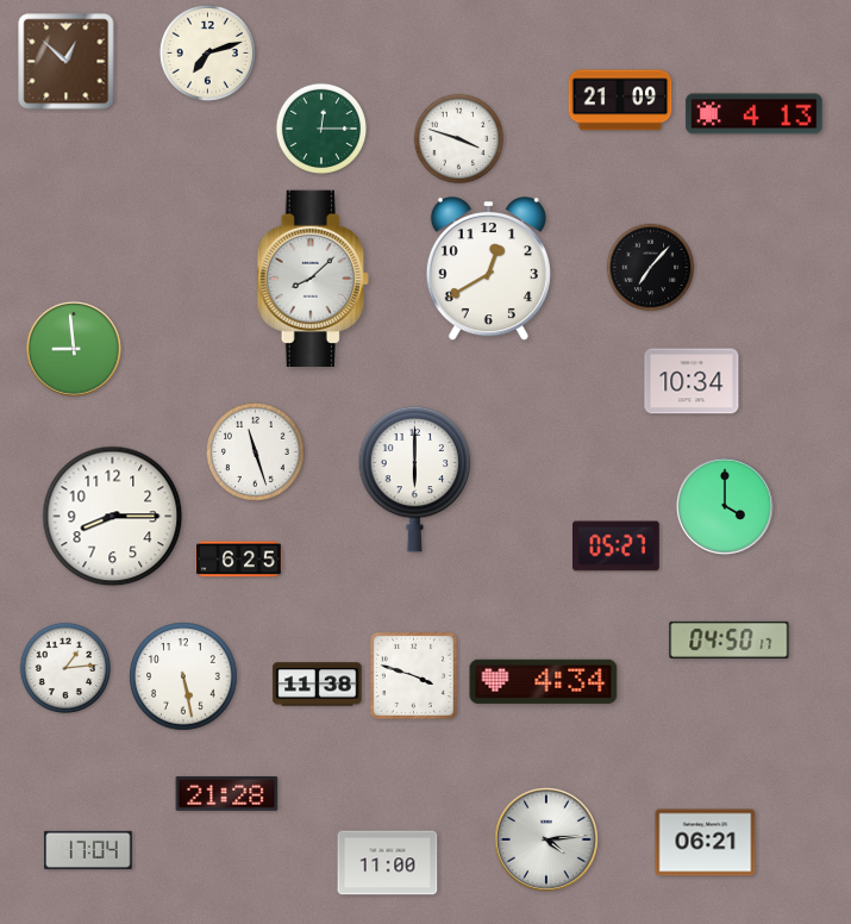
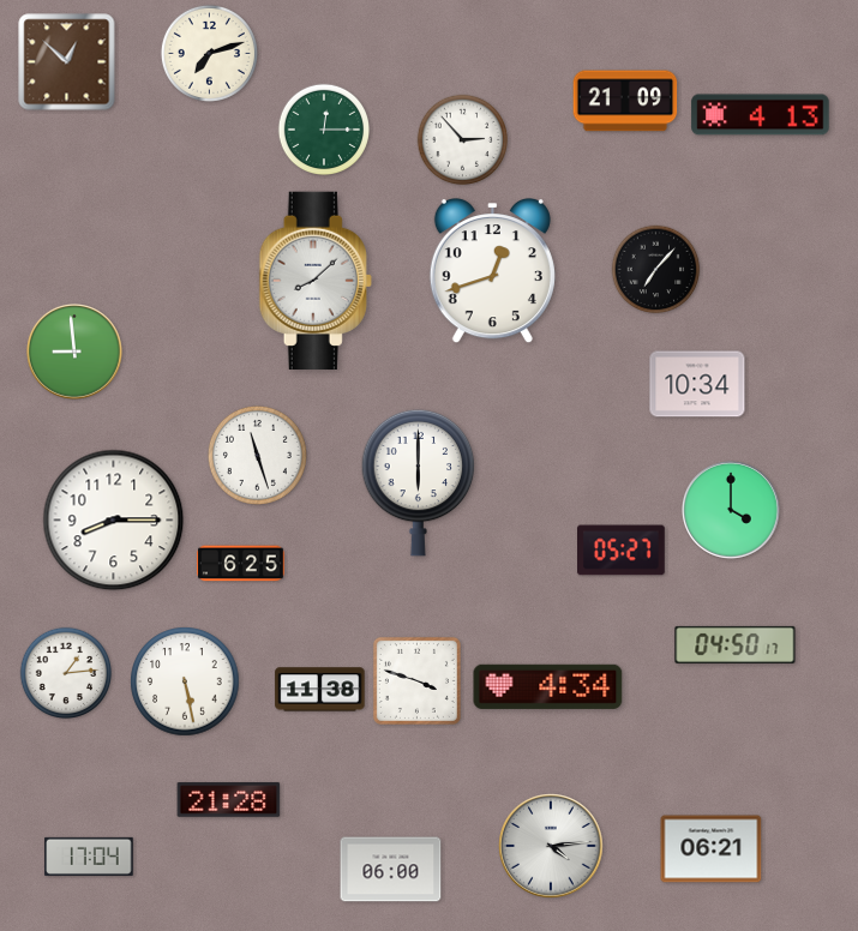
clock at (459, 139): 3:48 -> 2:53
clock at (488, 270): 12:40 -> 12:42
clock at (388, 863): 11:00 -> 06:00
